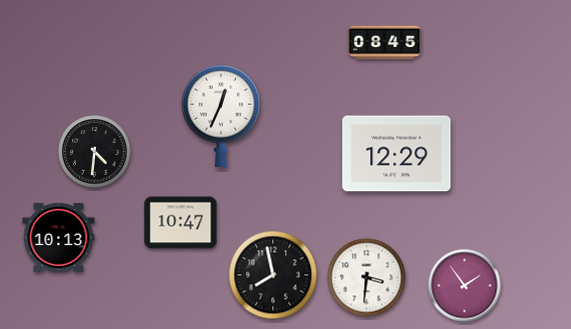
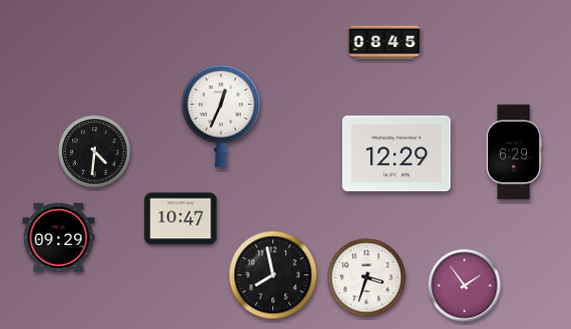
clock at (513, 152): none -> 6:29
clock at (181, 223) position: (181, 223) -> (181, 219)
clock at (59, 237): 10:13 -> 09:29
clock at (367, 278): 3:31 -> 3:33
